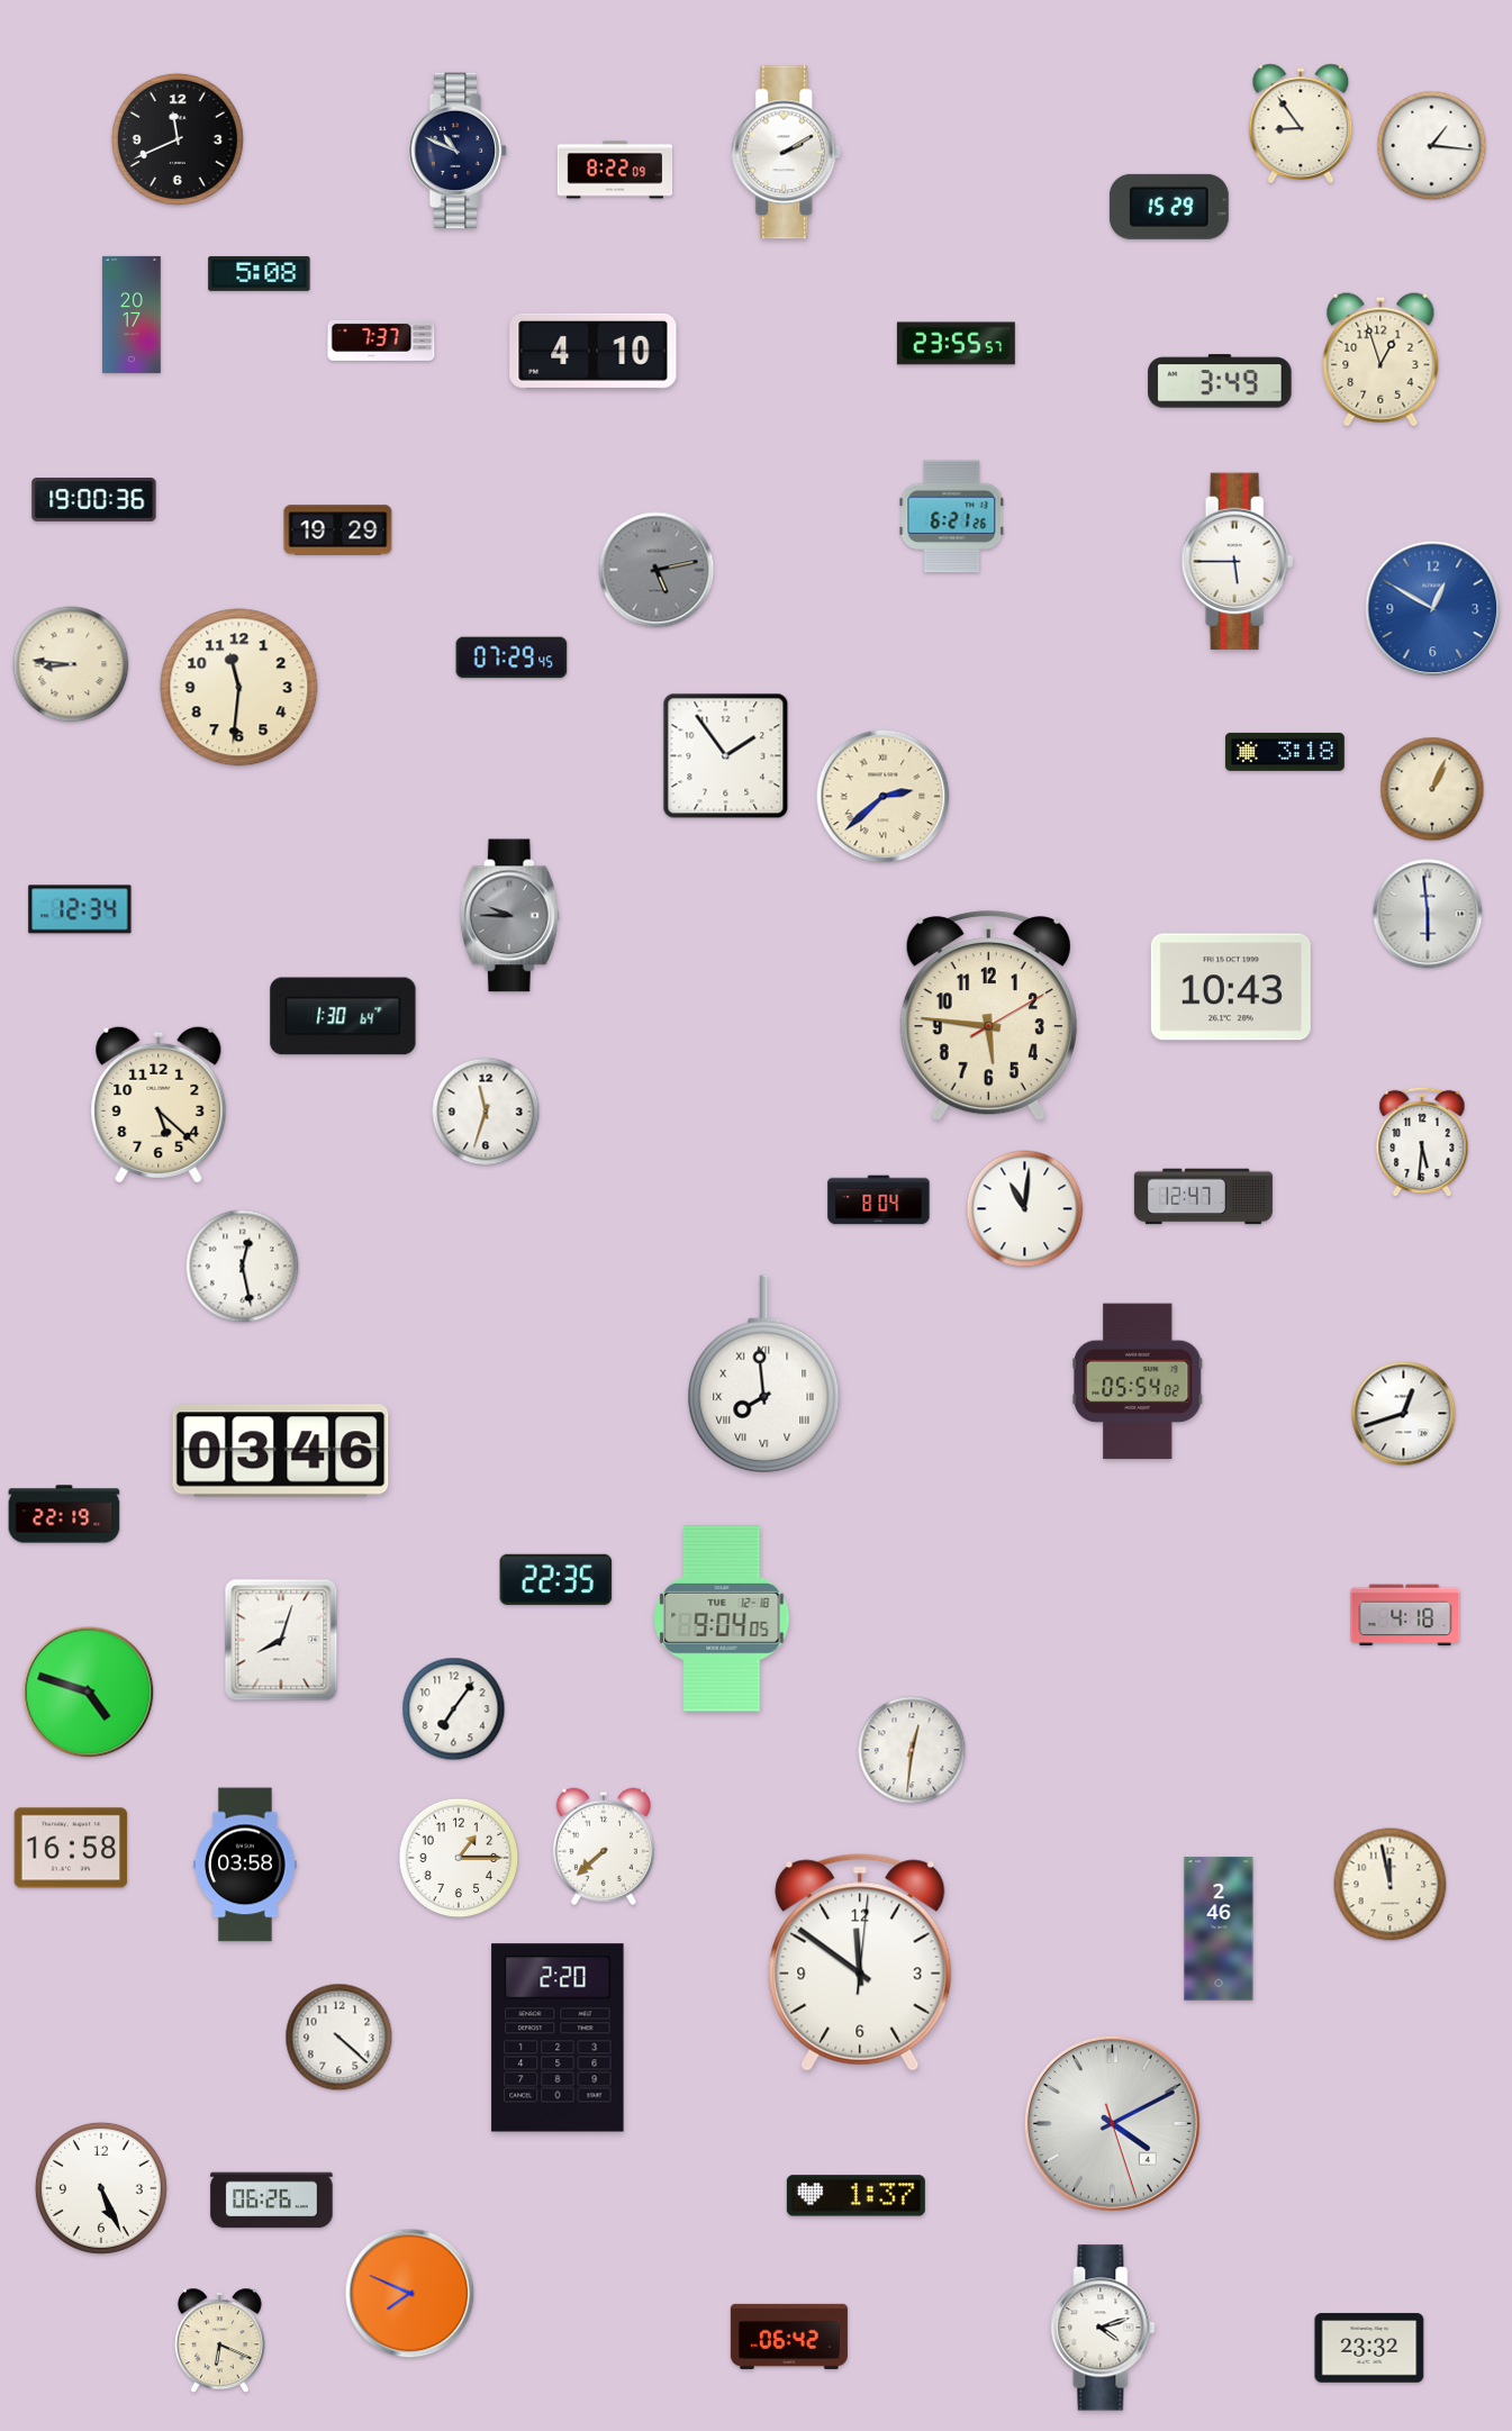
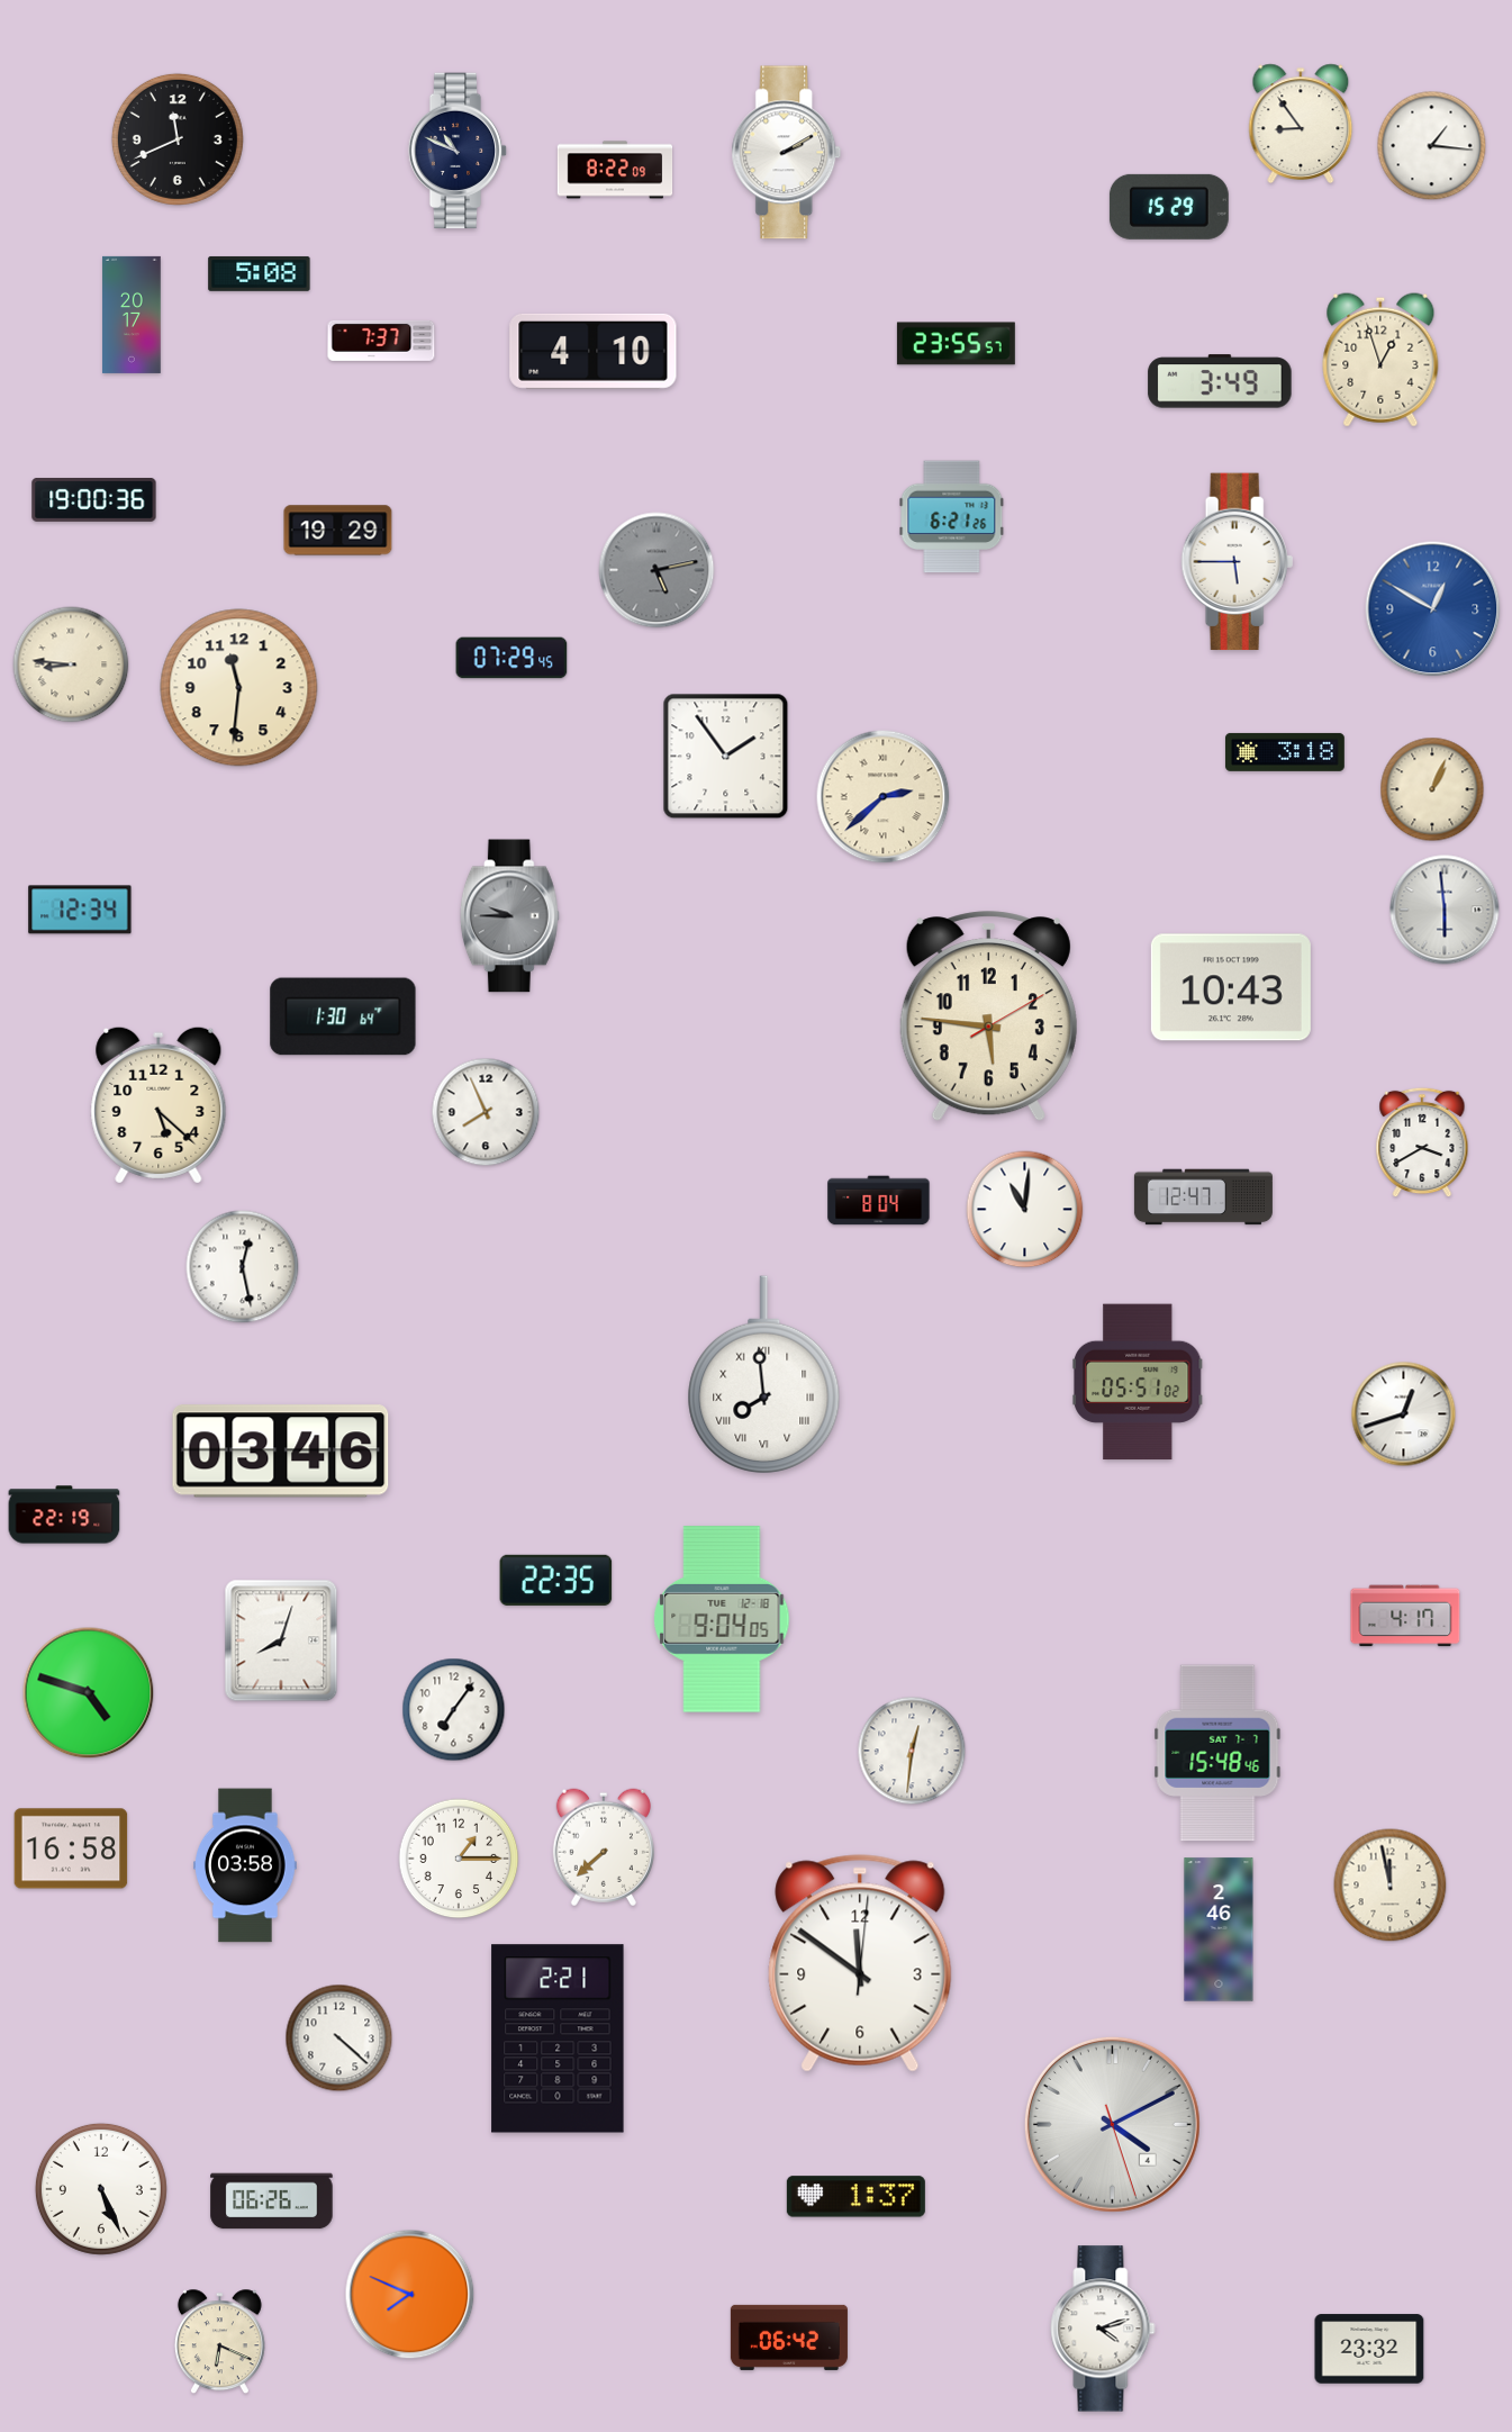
clock at (1428, 914) position: (1428, 914) -> (1445, 910)
clock at (486, 1112): 11:33 -> 7:56
clock at (1422, 1142): 5:31 -> 3:40
clock at (1138, 1381): 05:54 -> 05:51
clock at (1405, 1615): 4:18 -> 4:17
clock at (1217, 1753): none -> 15:48
clock at (558, 2038): 2:20 -> 2:21
